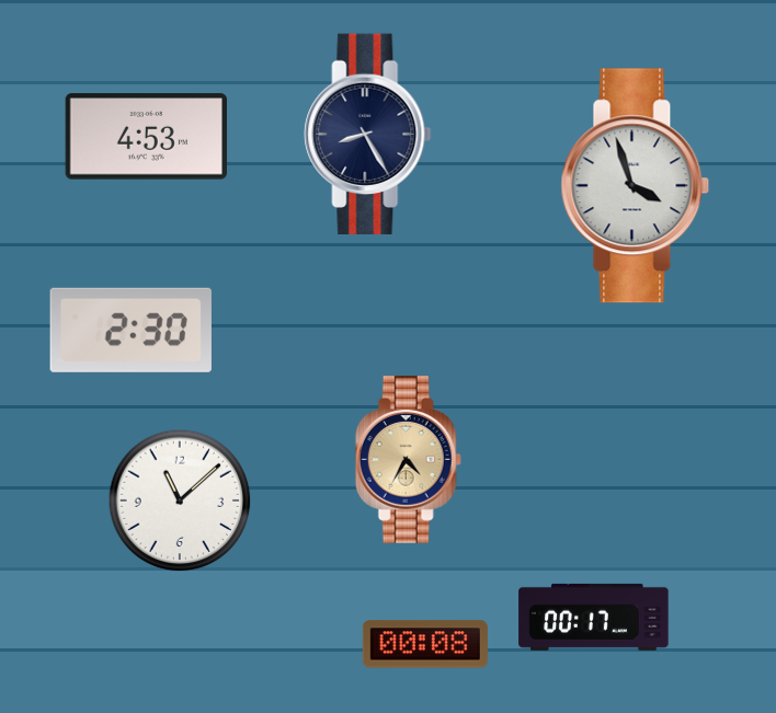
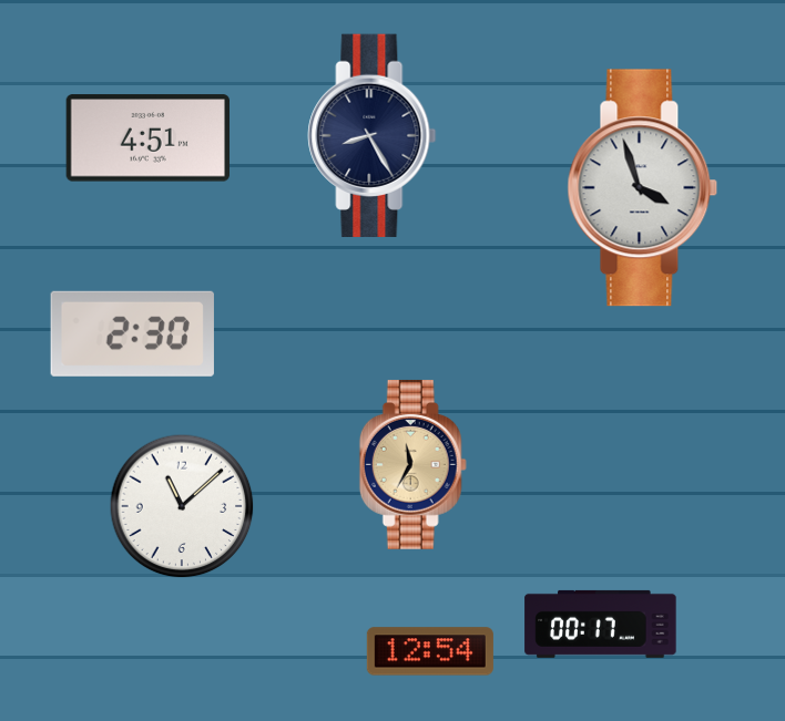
clock at (146, 137): 4:53 -> 4:51
clock at (408, 459): 4:35 -> 11:35
clock at (425, 644): 00:08 -> 12:54
